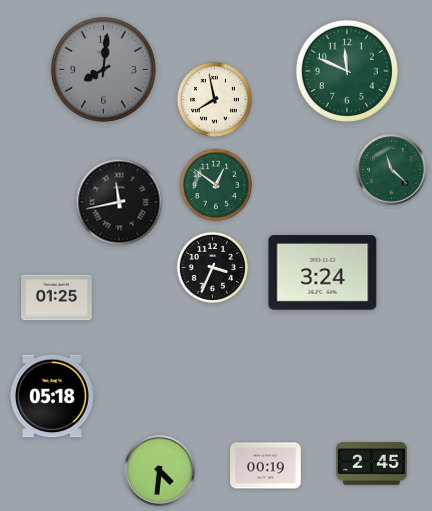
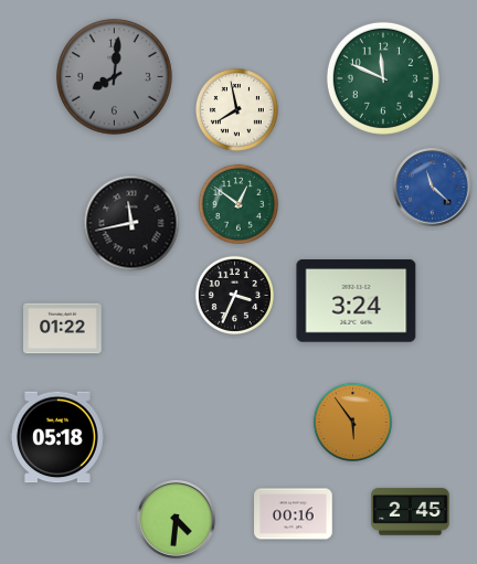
clock at (392, 170) dial: green -> blue
clock at (57, 298): 01:25 -> 01:22
clock at (352, 422): none -> 5:54
clock at (266, 466): 00:19 -> 00:16
